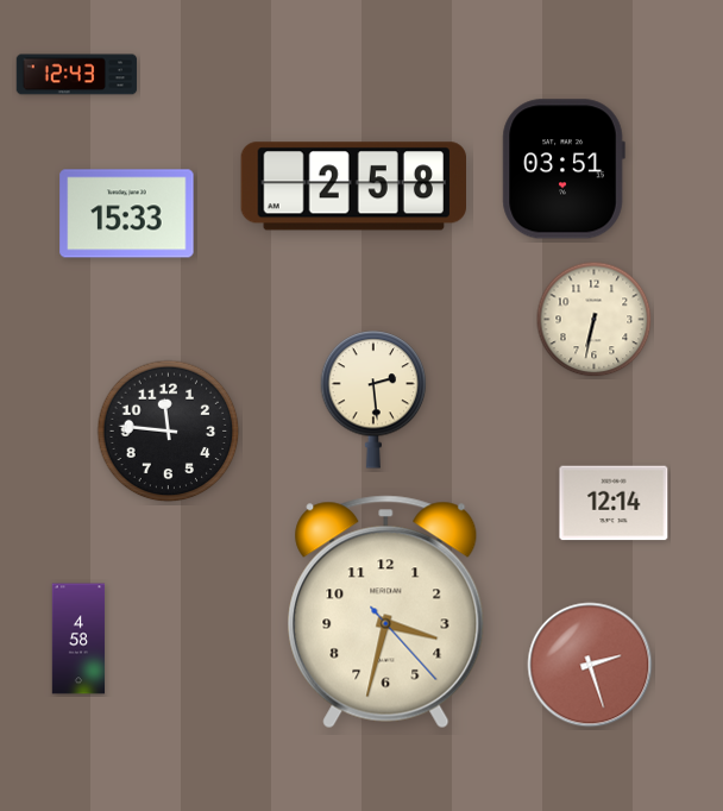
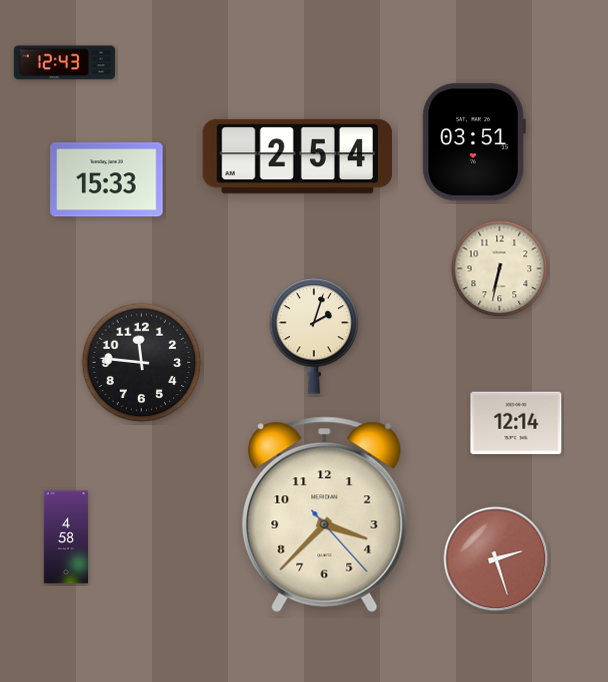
clock at (353, 187): 2:58 -> 2:54
clock at (373, 400): 2:29 -> 2:03
clock at (386, 612): 3:32 -> 3:37
